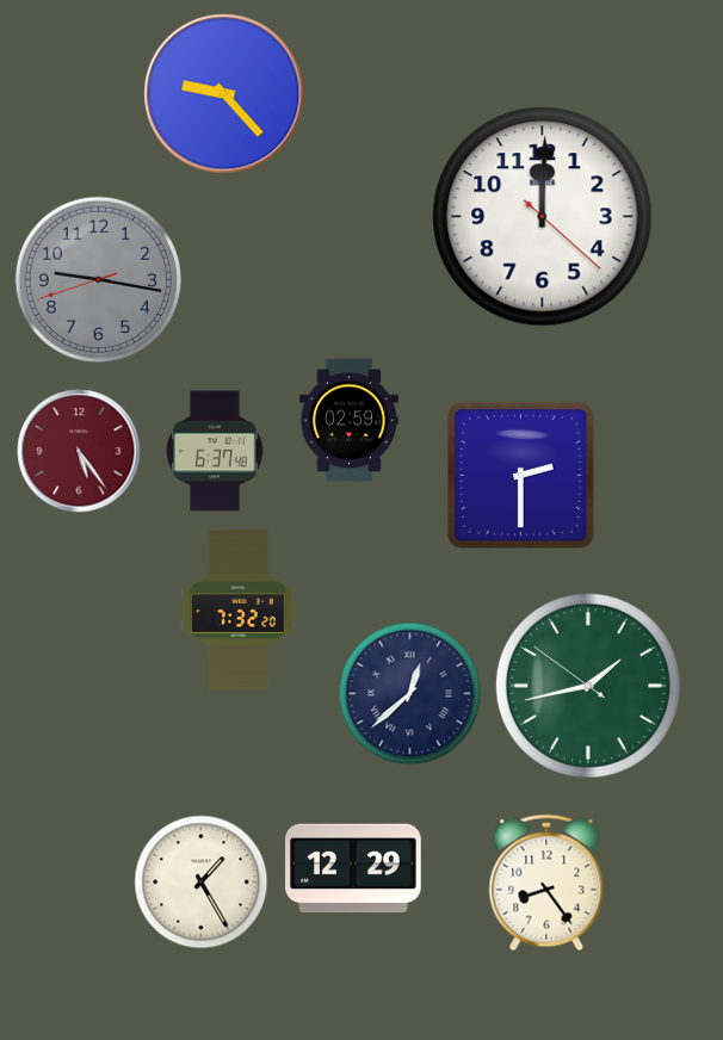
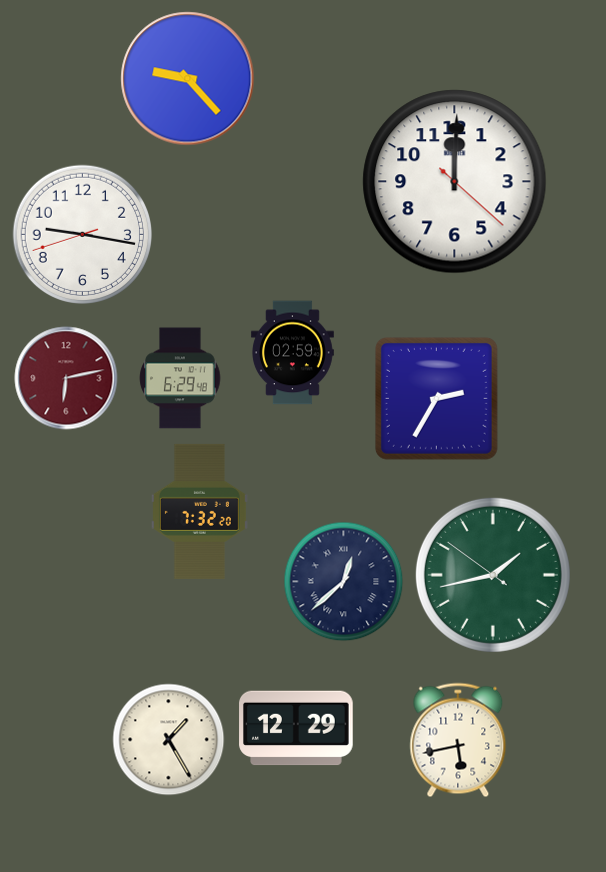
clock at (98, 279) dial: grey -> white
clock at (79, 451): 5:24 -> 6:13
clock at (215, 451): 6:37 -> 6:29
clock at (520, 475): 2:30 -> 2:35
clock at (546, 883): 8:24 -> 5:43
